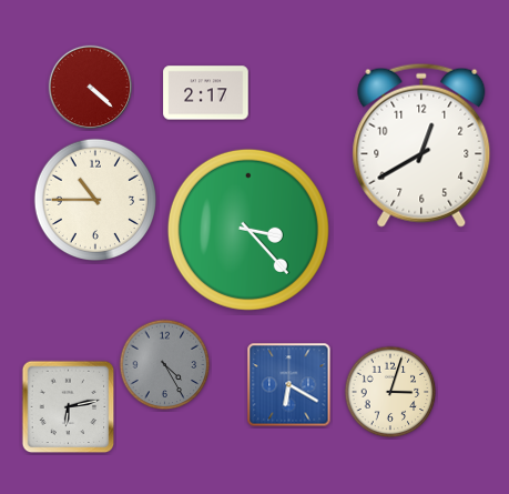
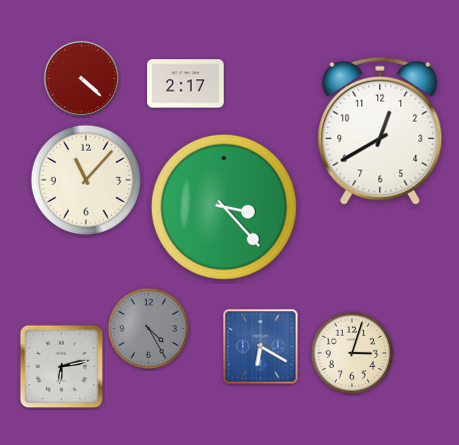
clock at (94, 199): 10:45 -> 11:07
